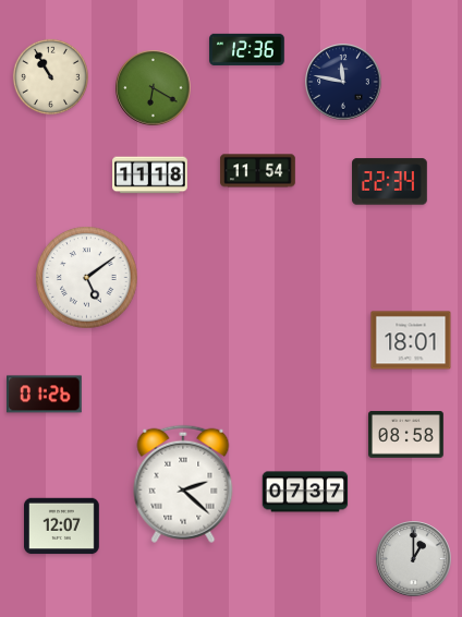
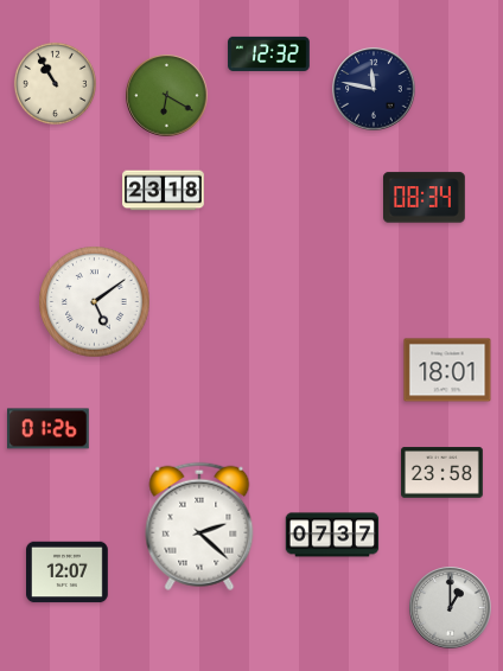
clock at (247, 49): 12:36 -> 12:32
clock at (258, 171): 11:54 -> none
clock at (150, 176): 11:18 -> 23:18
clock at (390, 182): 22:34 -> 08:34
clock at (406, 435): 08:58 -> 23:58
